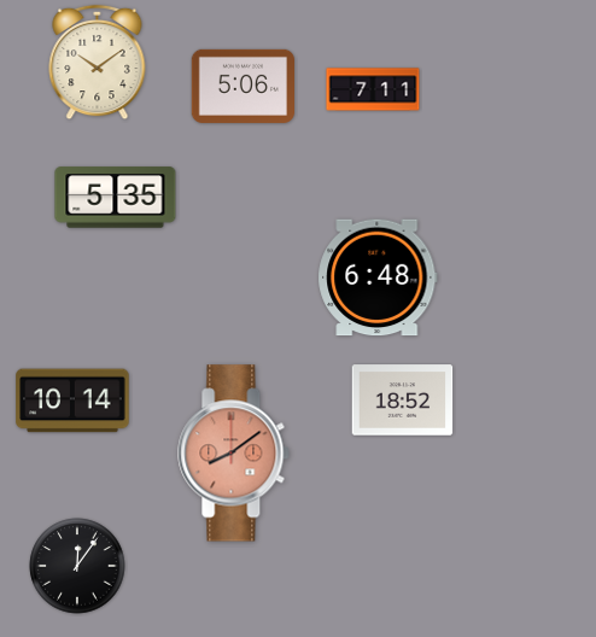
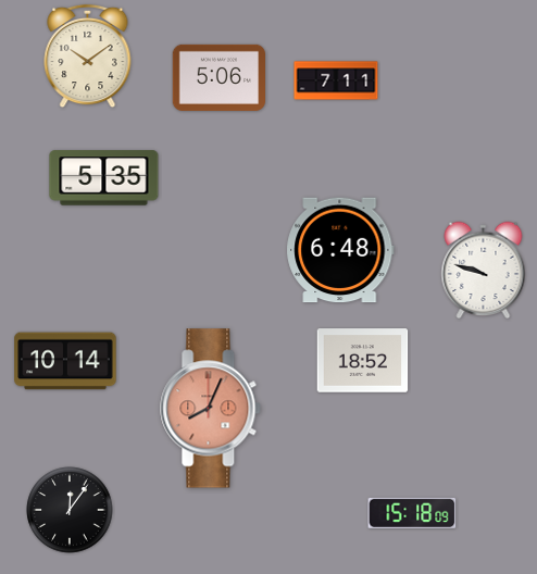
clock at (484, 271): none -> 9:48
clock at (234, 454): 8:09 -> 8:04
clock at (412, 513): none -> 15:18
